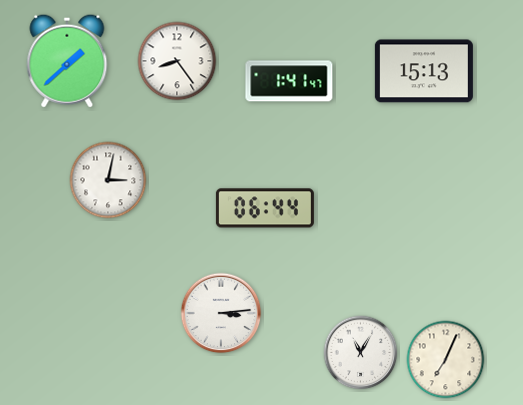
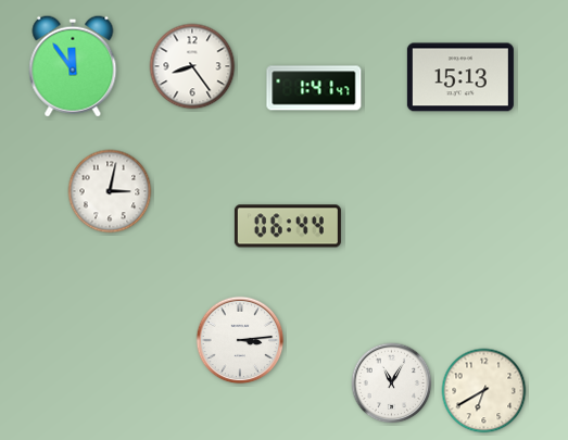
clock at (67, 61): 1:38 -> 11:54
clock at (108, 180) position: (108, 180) -> (110, 191)
clock at (446, 360): 7:04 -> 6:40
